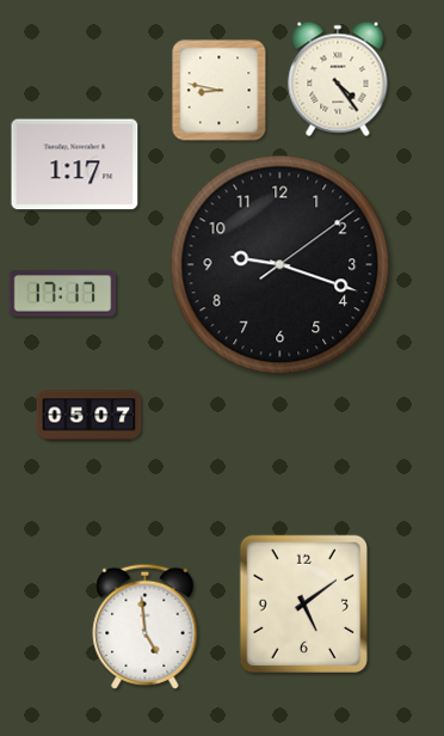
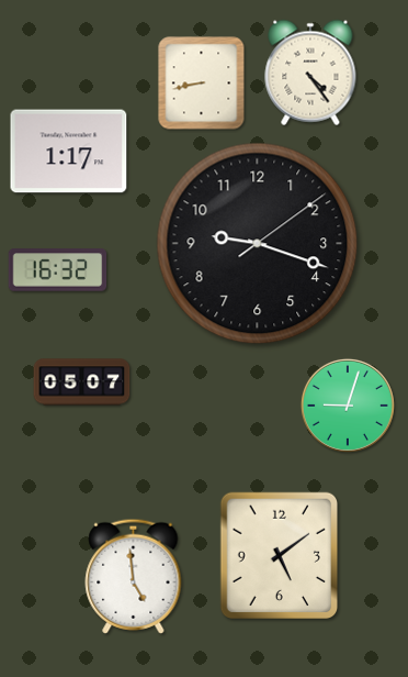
clock at (220, 91): 8:47 -> 8:43
clock at (63, 294): 17:17 -> 16:32
clock at (348, 406): none -> 9:03
